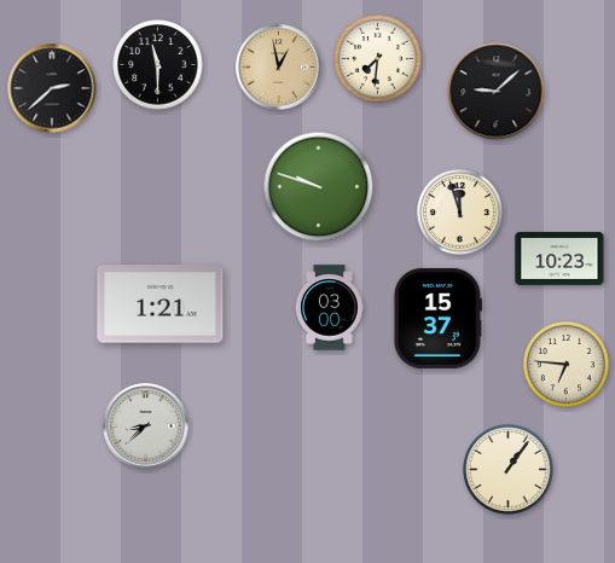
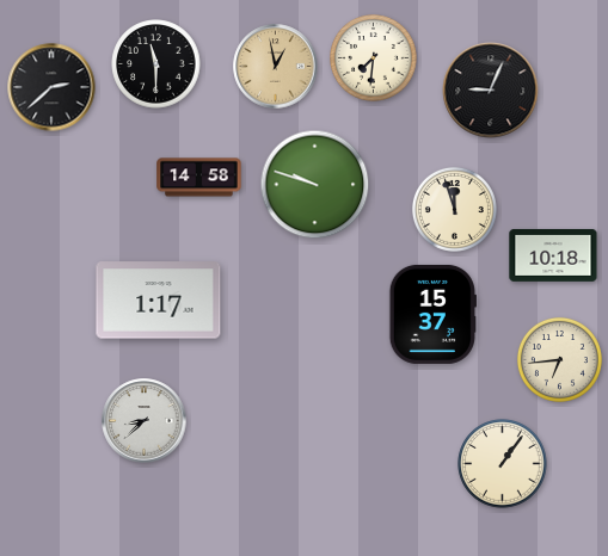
clock at (497, 92): 9:08 -> 9:04
clock at (199, 178): none -> 14:58
clock at (559, 259): 10:23 -> 10:18
clock at (161, 304): 1:21 -> 1:17
clock at (329, 308): 03:00 -> none
clock at (565, 364): 6:46 -> 6:44
